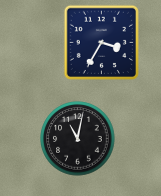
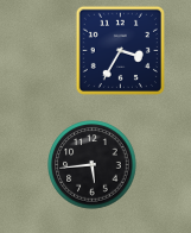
clock at (78, 139): 11:02 -> 5:44
